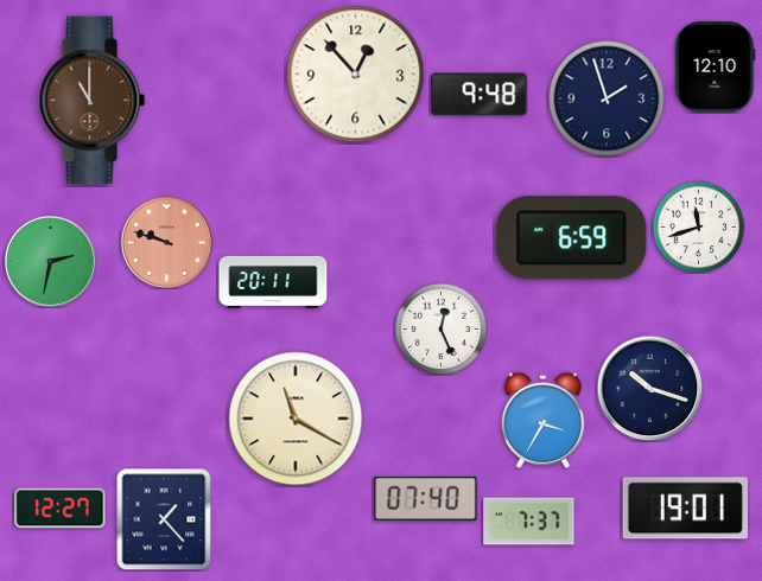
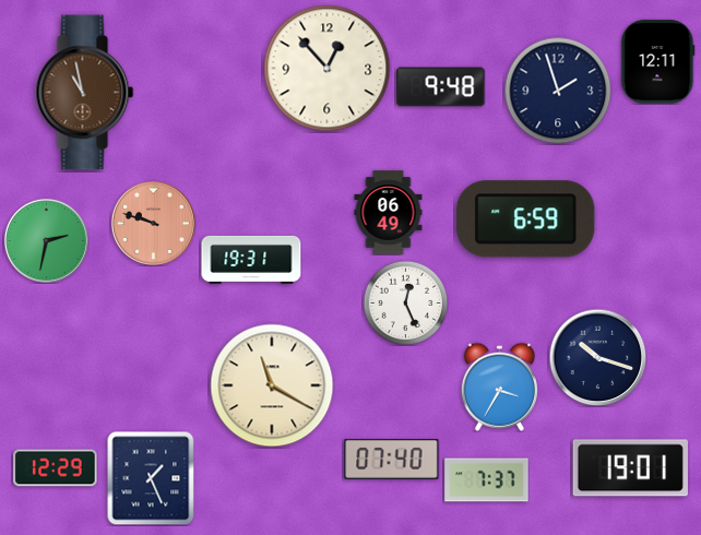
clock at (716, 68): 12:10 -> 12:11
clock at (93, 101): 11:00 -> 10:58
clock at (698, 226): 11:42 -> none
clock at (389, 213): none -> 06:49
clock at (273, 282): 20:11 -> 19:31
clock at (61, 509): 12:27 -> 12:29
clock at (164, 519): 1:23 -> 1:26
